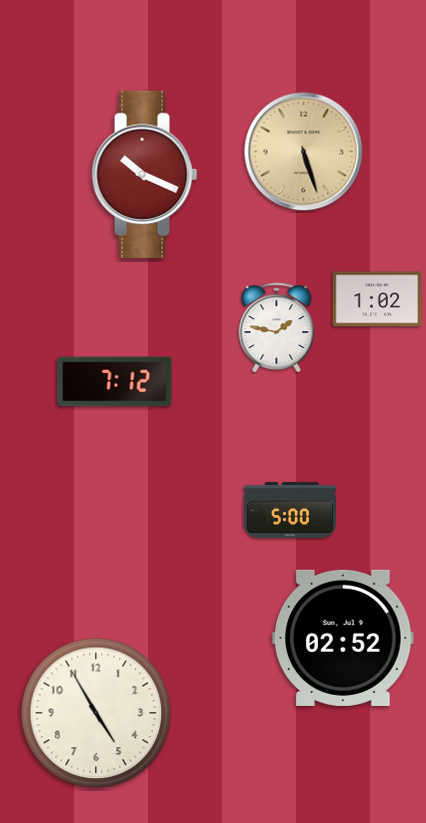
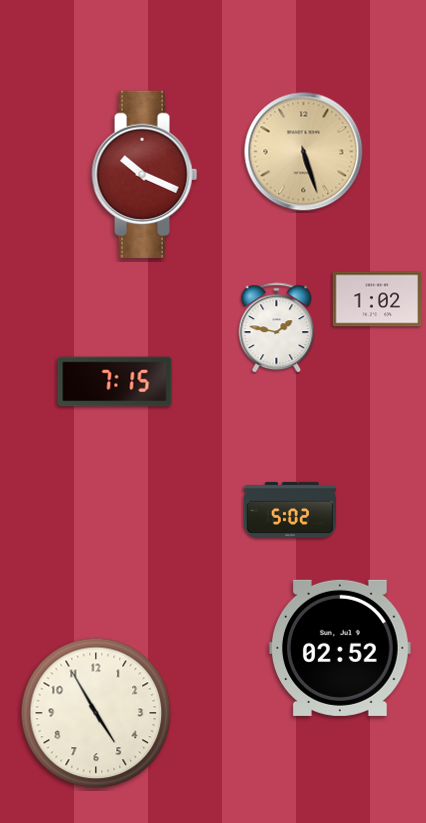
clock at (115, 382): 7:12 -> 7:15
clock at (289, 510): 5:00 -> 5:02
clock at (343, 638) position: (343, 638) -> (340, 648)
